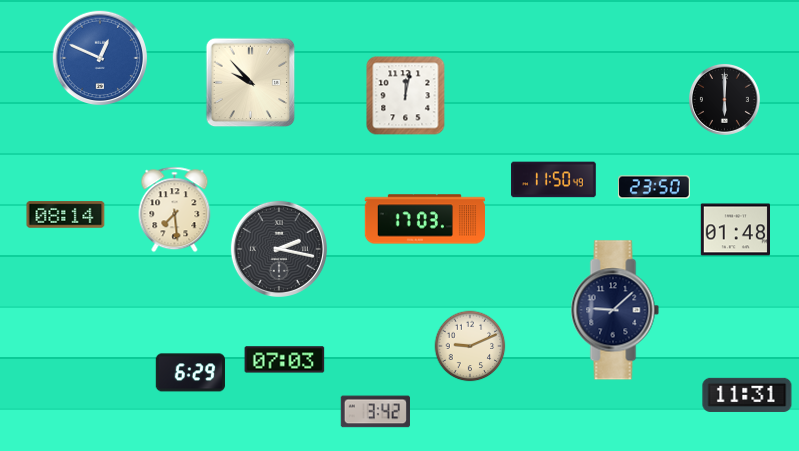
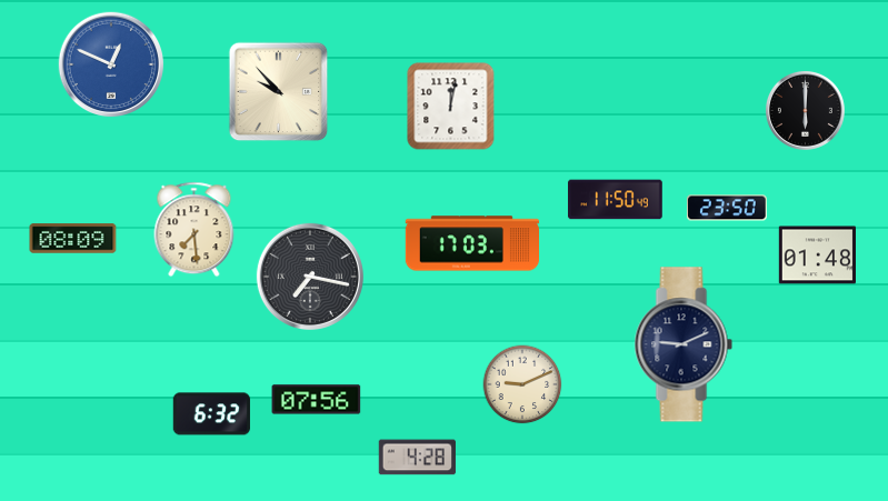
clock at (175, 210) position: (175, 210) -> (194, 230)
clock at (66, 215): 08:14 -> 08:09
clock at (279, 249): 2:17 -> 7:17
clock at (615, 310): 9:08 -> 9:11
clock at (285, 360): 07:03 -> 07:56
clock at (190, 373): 6:29 -> 6:32
clock at (747, 395): 11:31 -> none
clock at (375, 412): 3:42 -> 4:28
